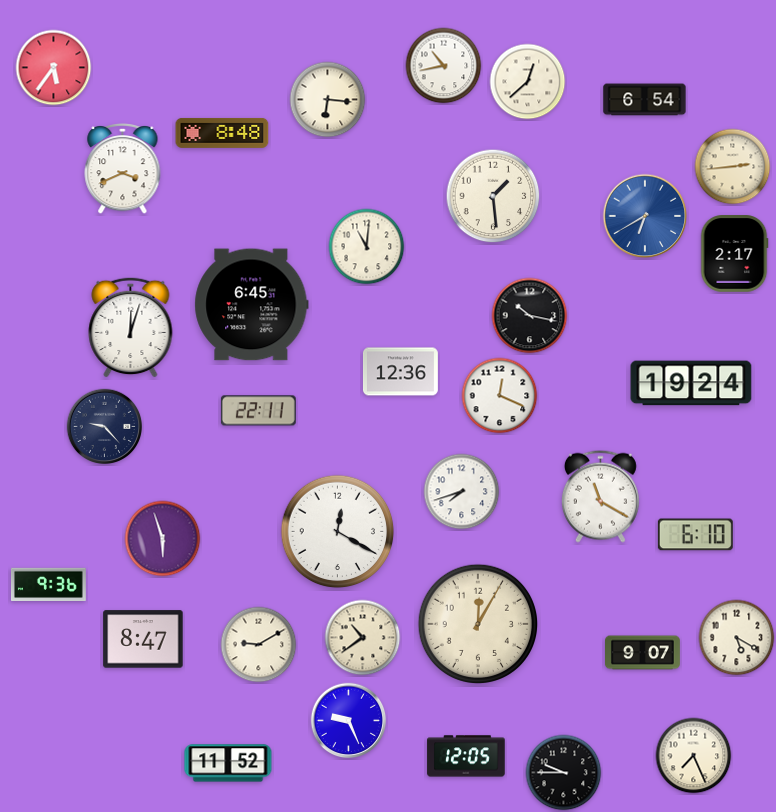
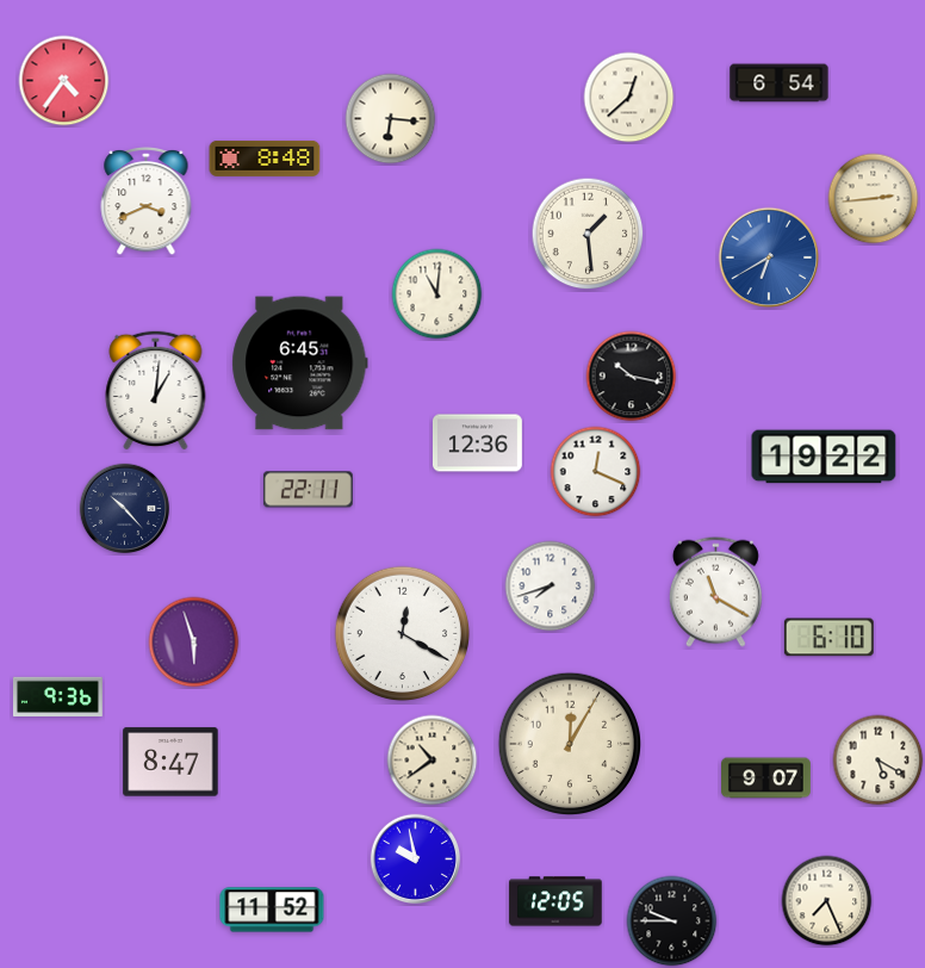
clock at (444, 66): 10:43 -> none
clock at (54, 68): 5:36 -> 4:36
clock at (645, 100) position: (645, 100) -> (780, 83)
clock at (734, 254): 2:17 -> none
clock at (131, 327): 12:03 -> 1:01
clock at (691, 383): 19:24 -> 19:22
clock at (105, 427): 9:23 -> 10:23
clock at (259, 645): 9:10 -> none
clock at (349, 721): 9:26 -> 9:58
